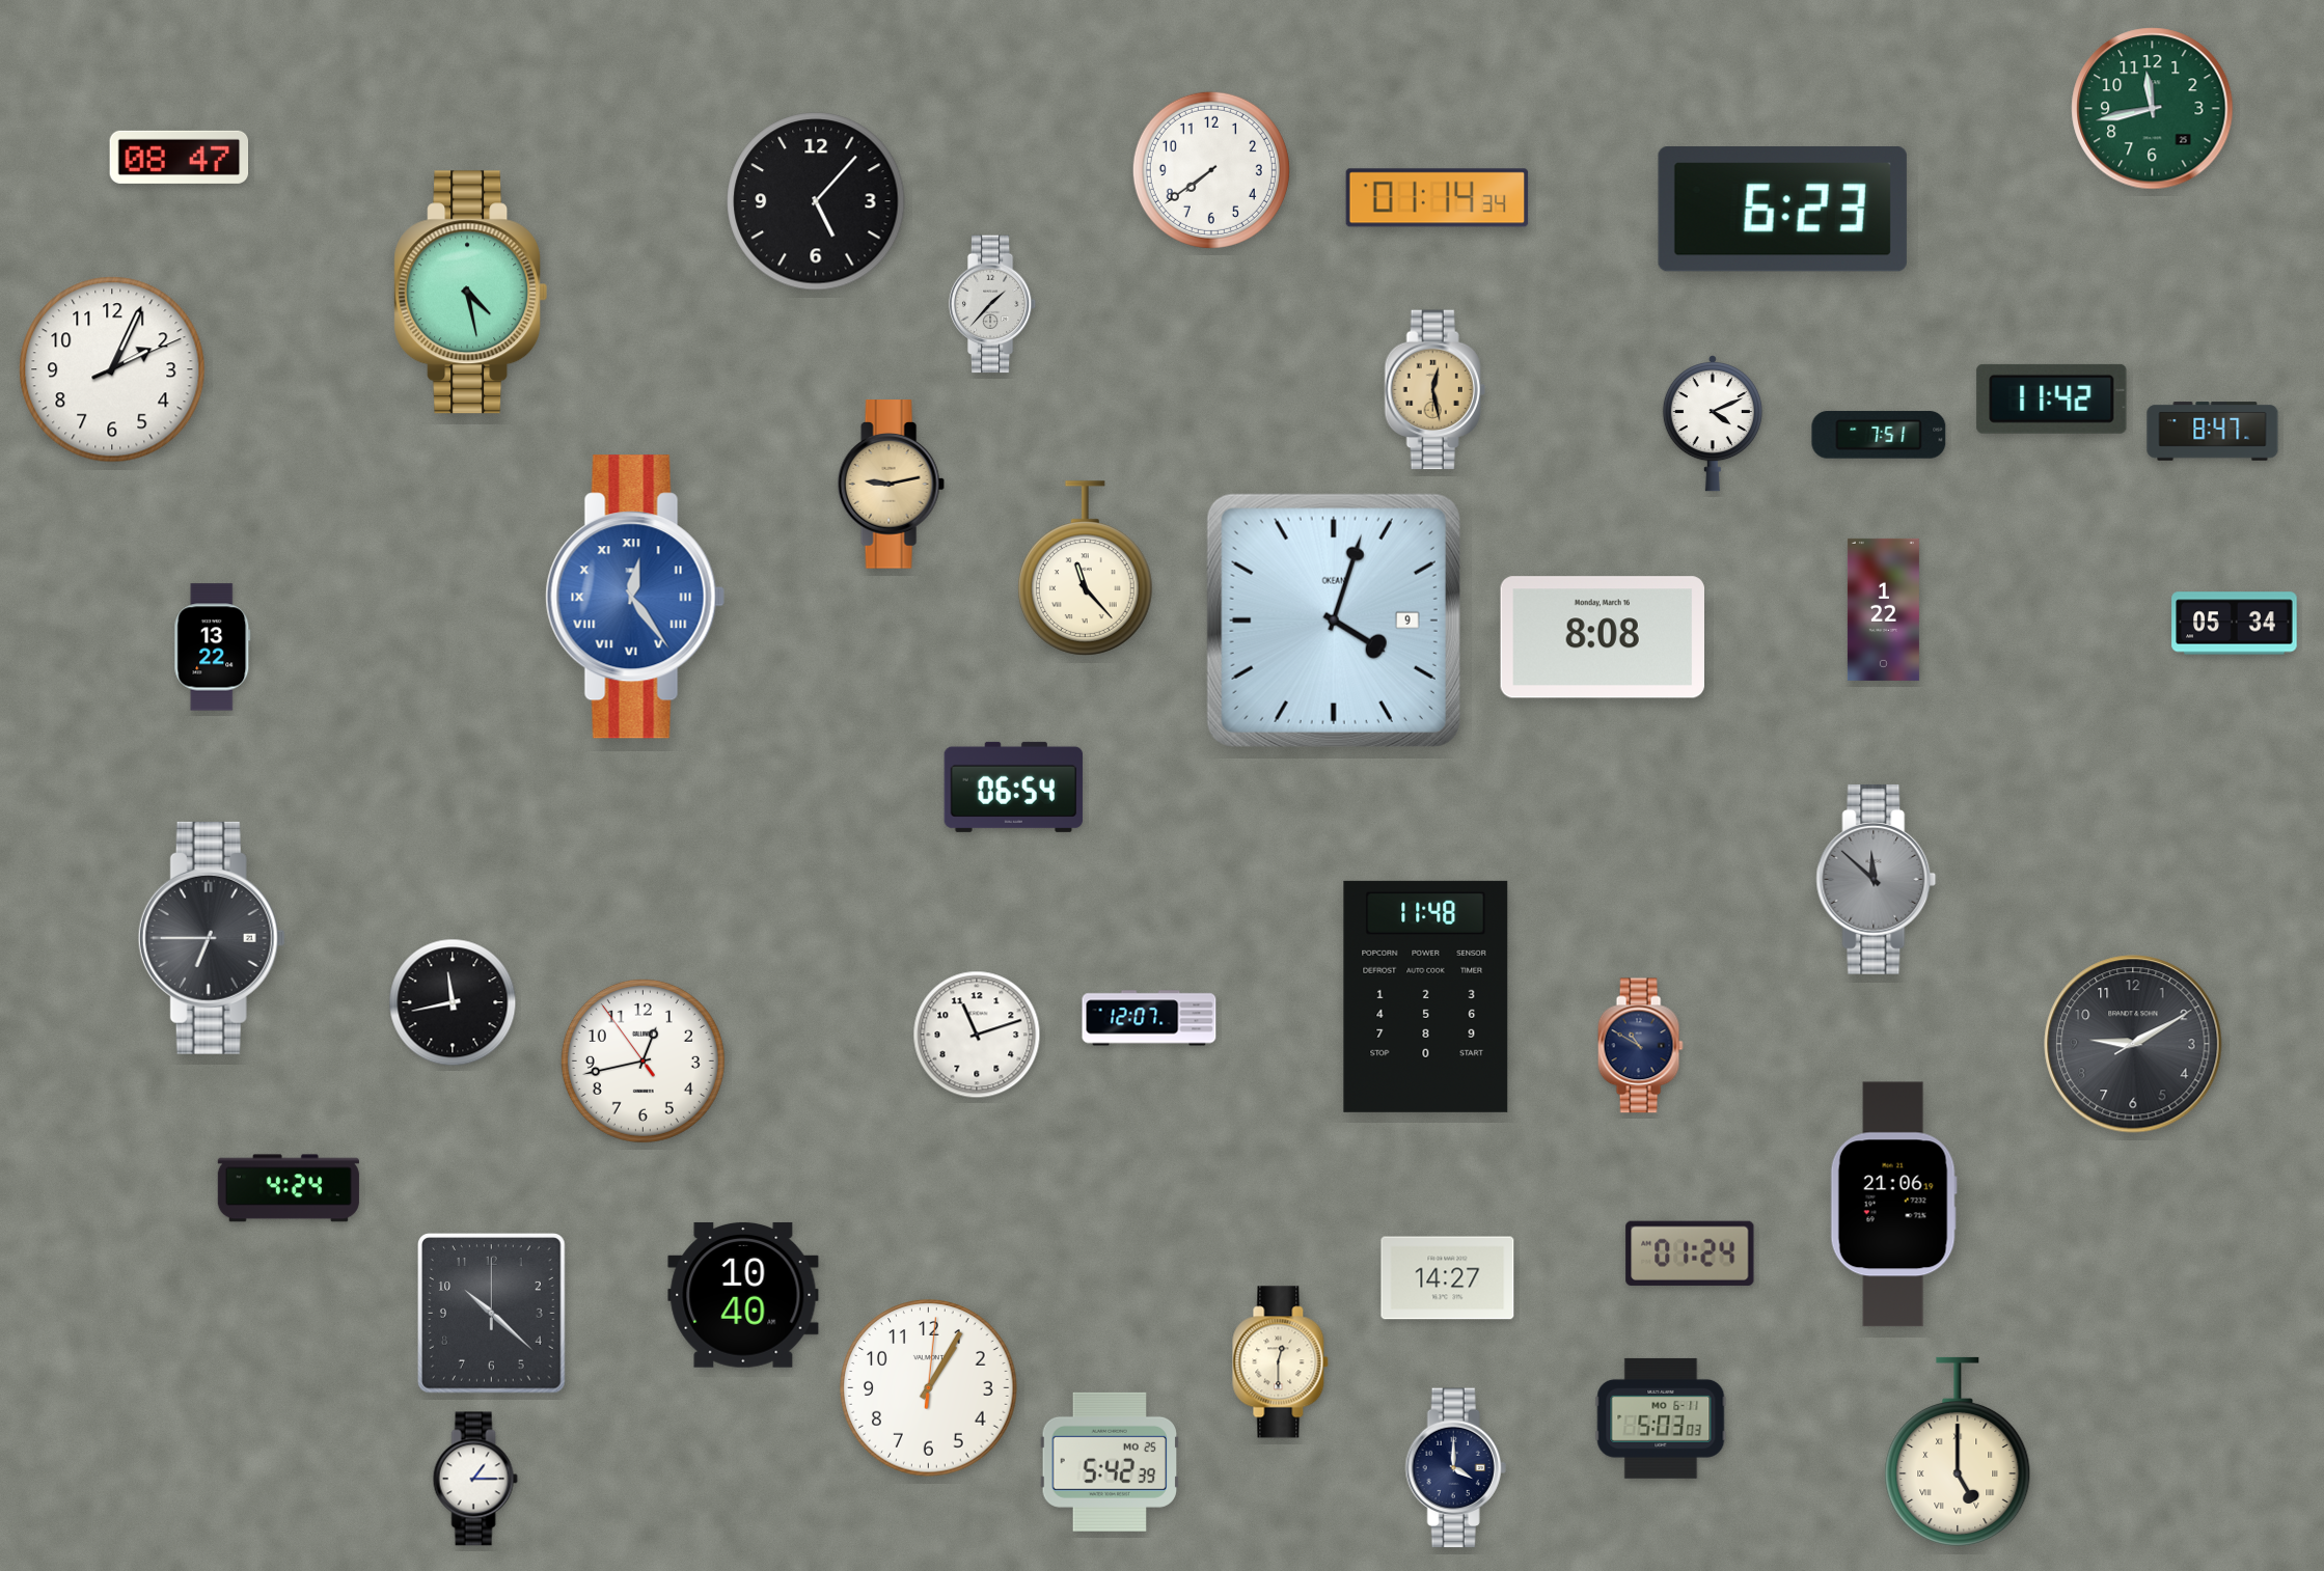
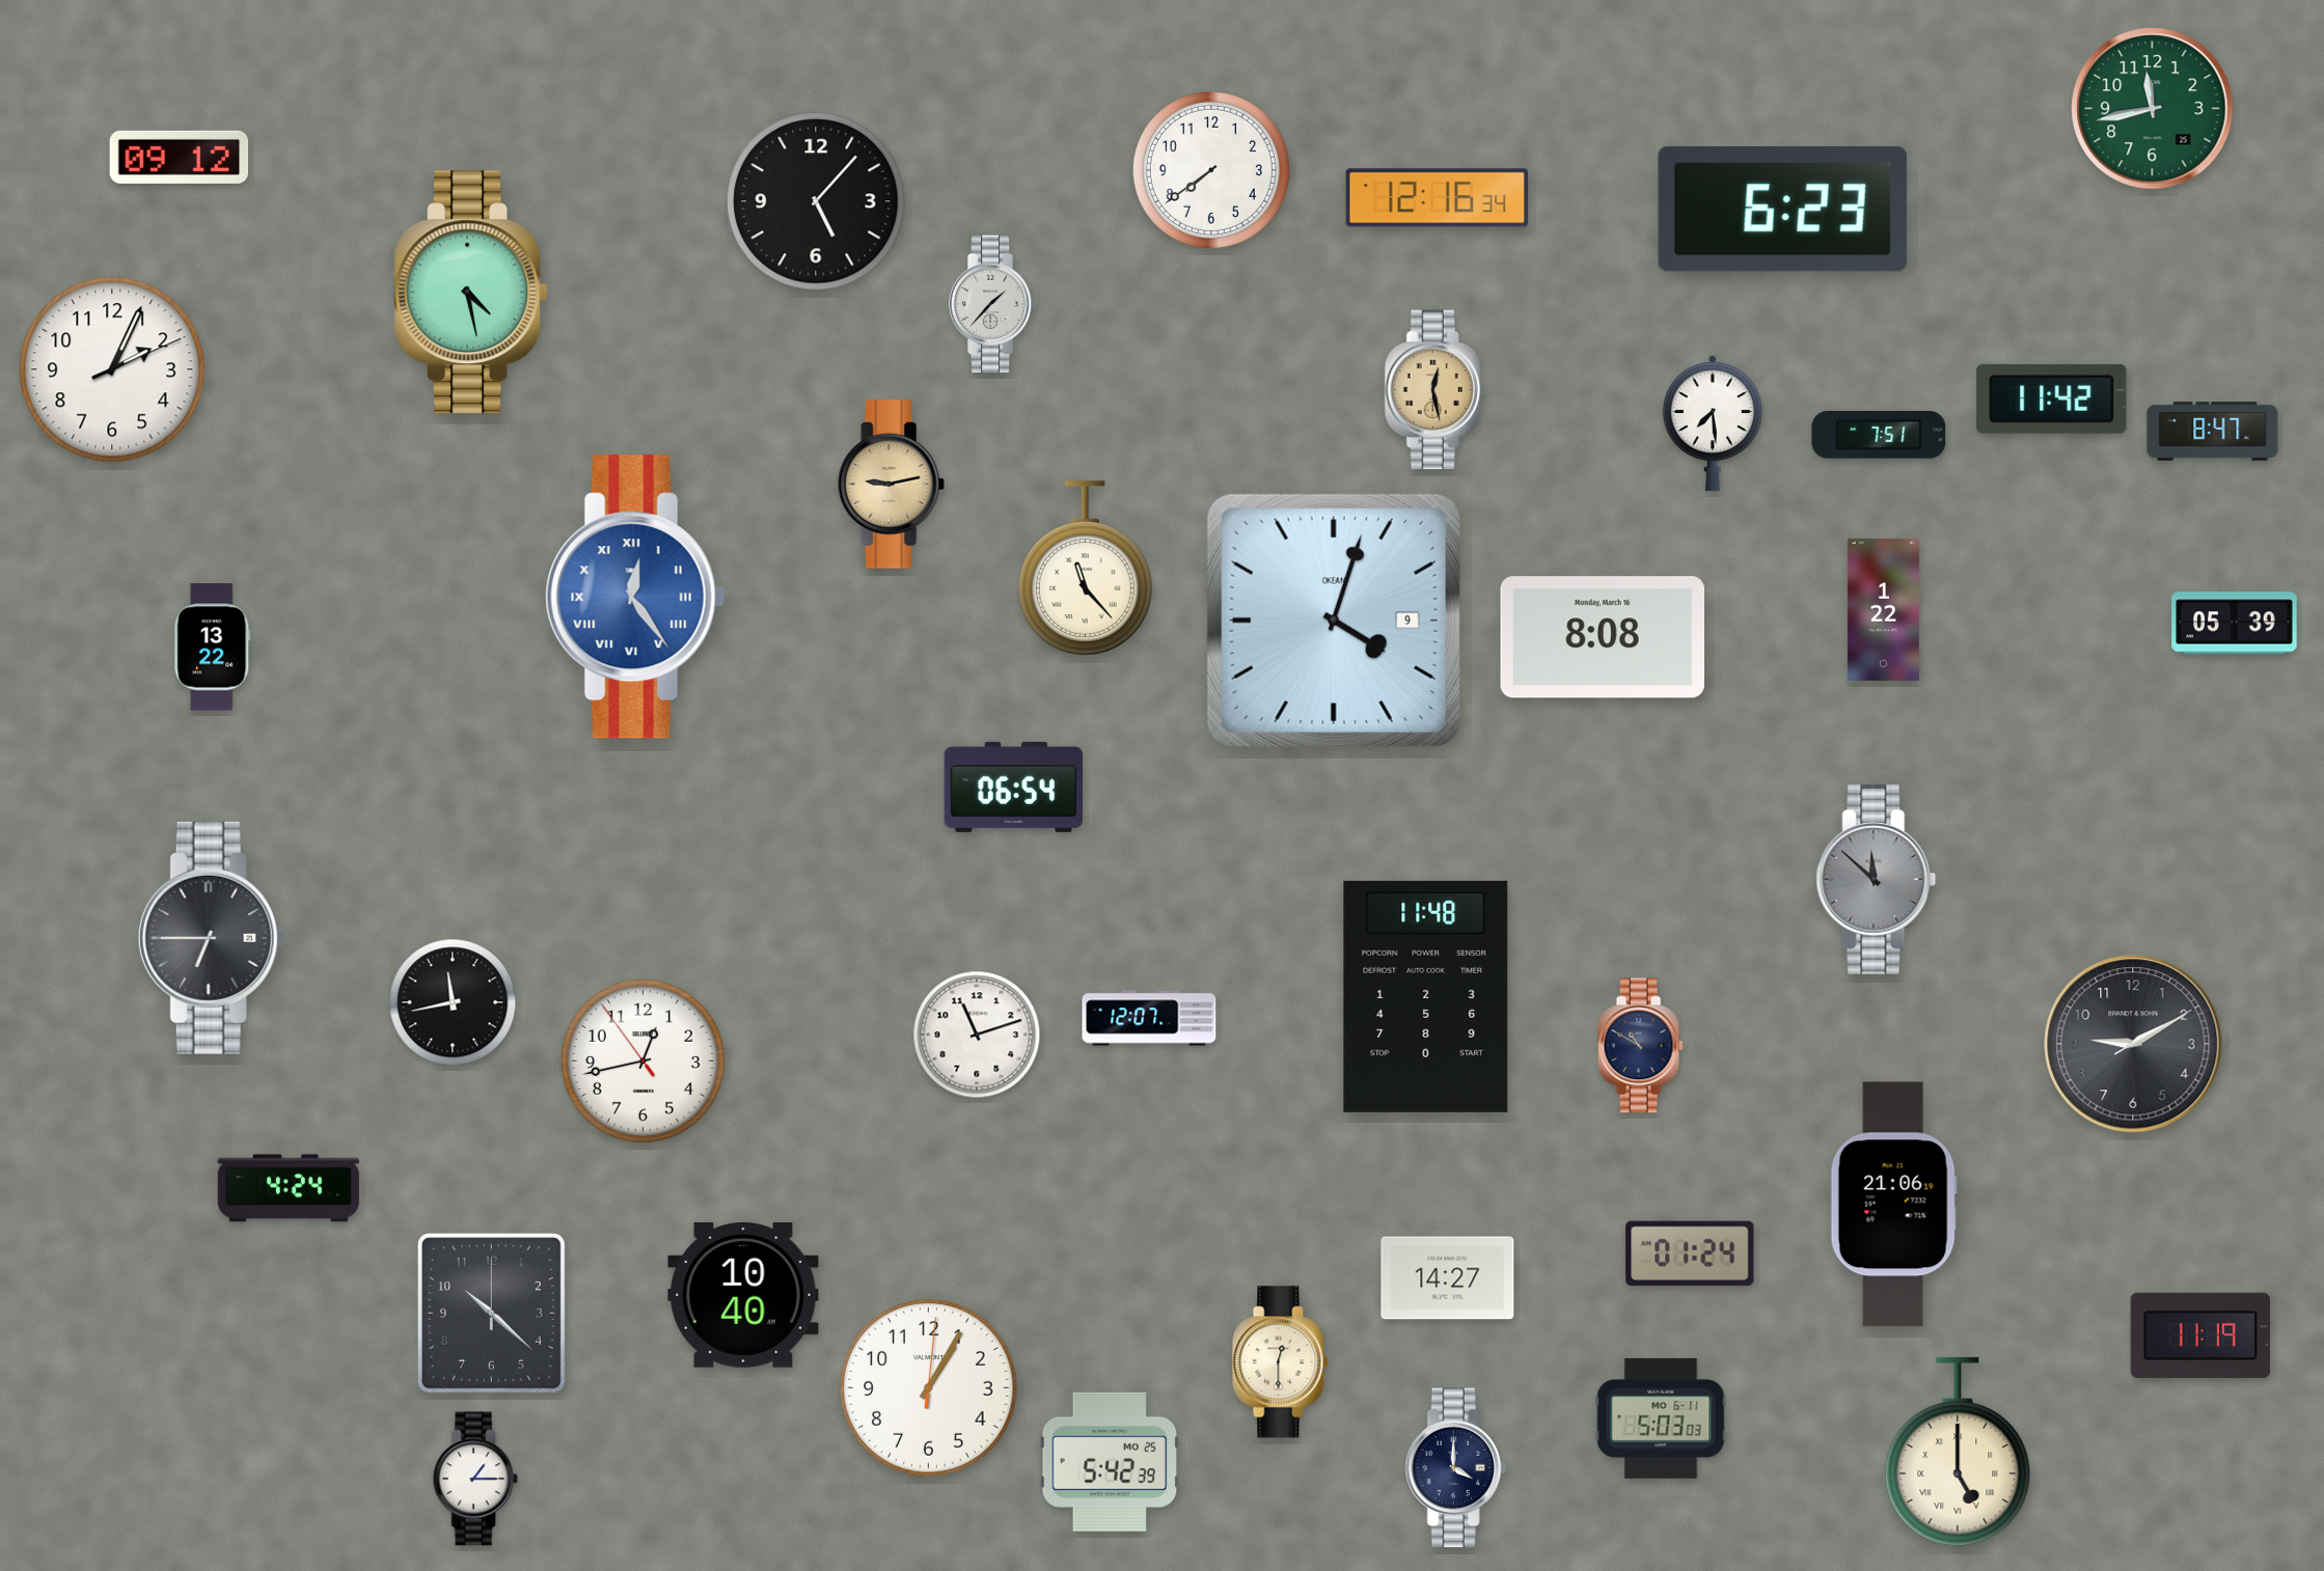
clock at (180, 157): 08:47 -> 09:12
clock at (1438, 198): 01:14 -> 12:16
clock at (1713, 424): 4:11 -> 7:29
clock at (2235, 624): 05:34 -> 05:39
clock at (2200, 1335): none -> 11:19
